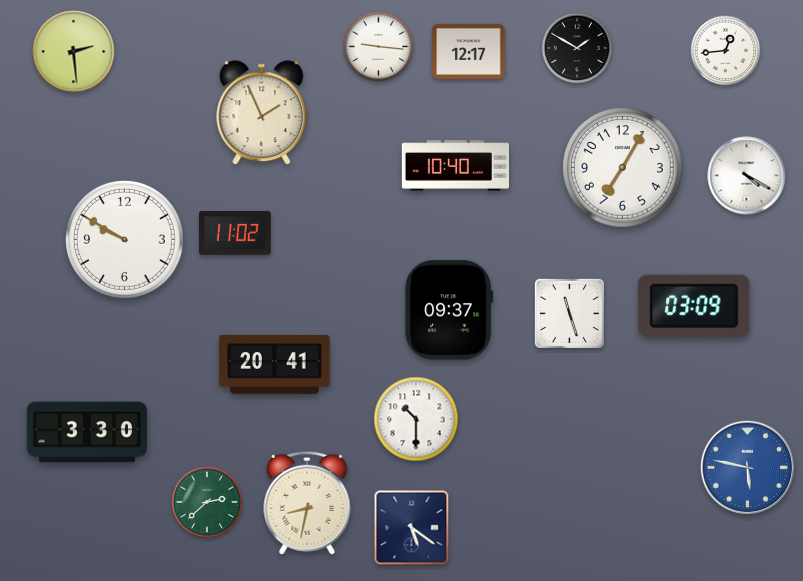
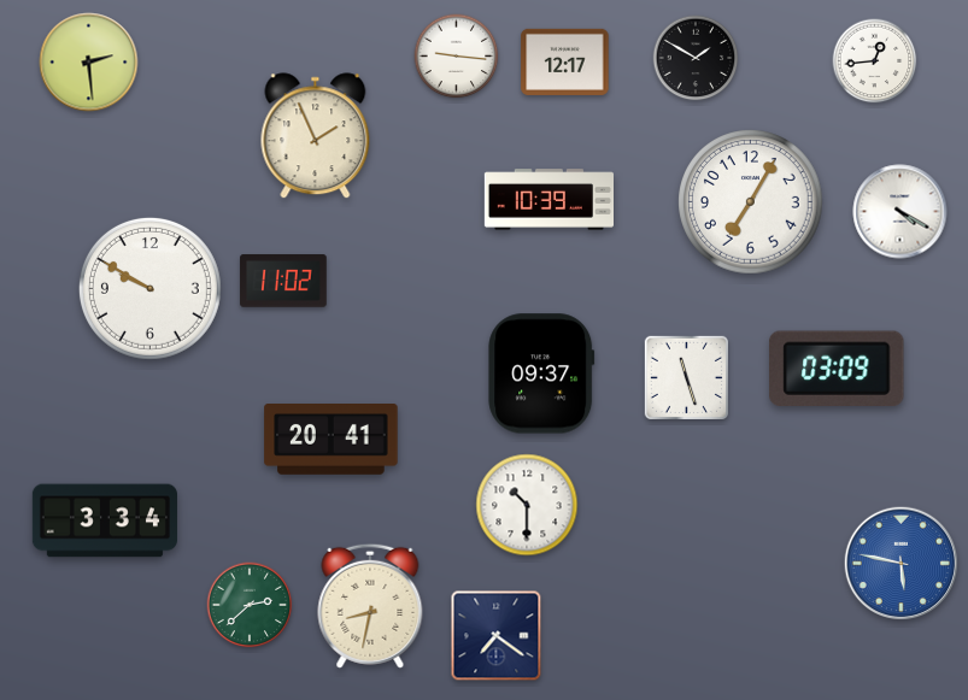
clock at (455, 166): 10:40 -> 10:39
clock at (416, 419) position: (416, 419) -> (527, 505)
clock at (87, 432): 3:30 -> 3:34
clock at (412, 528): 5:21 -> 7:21
